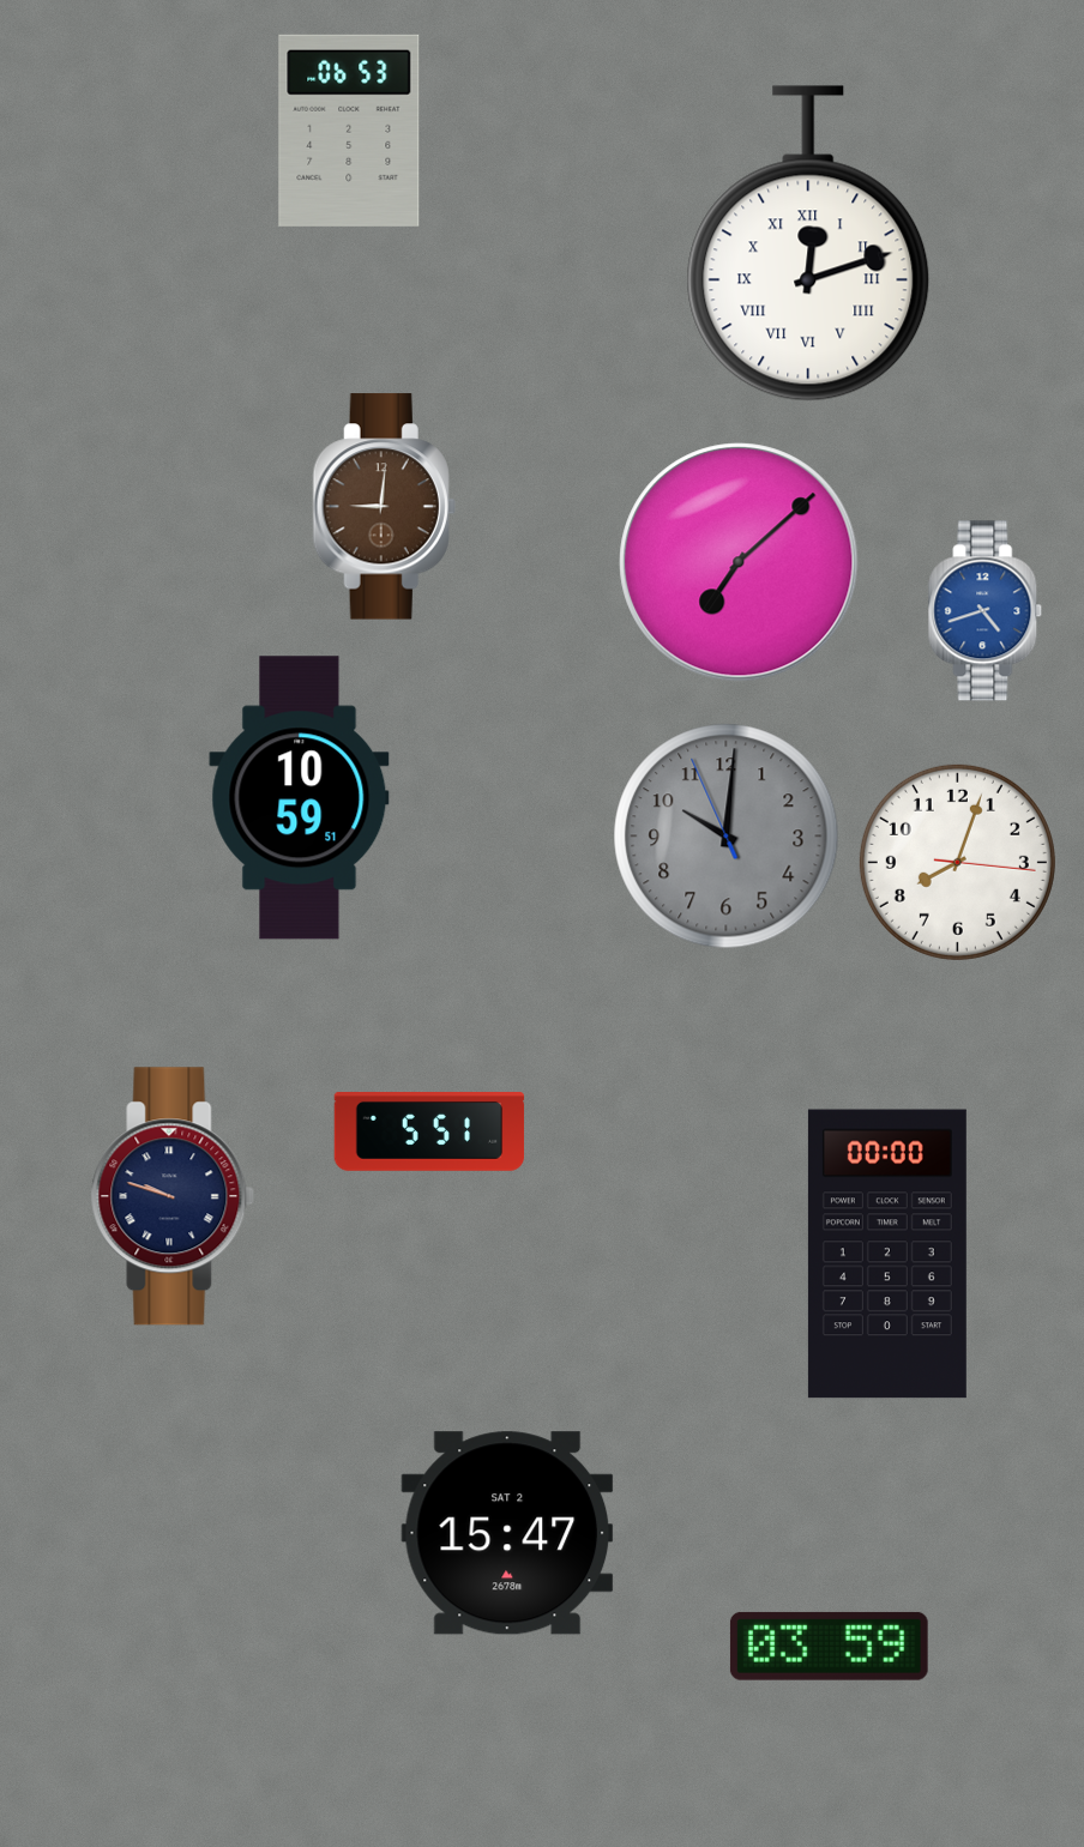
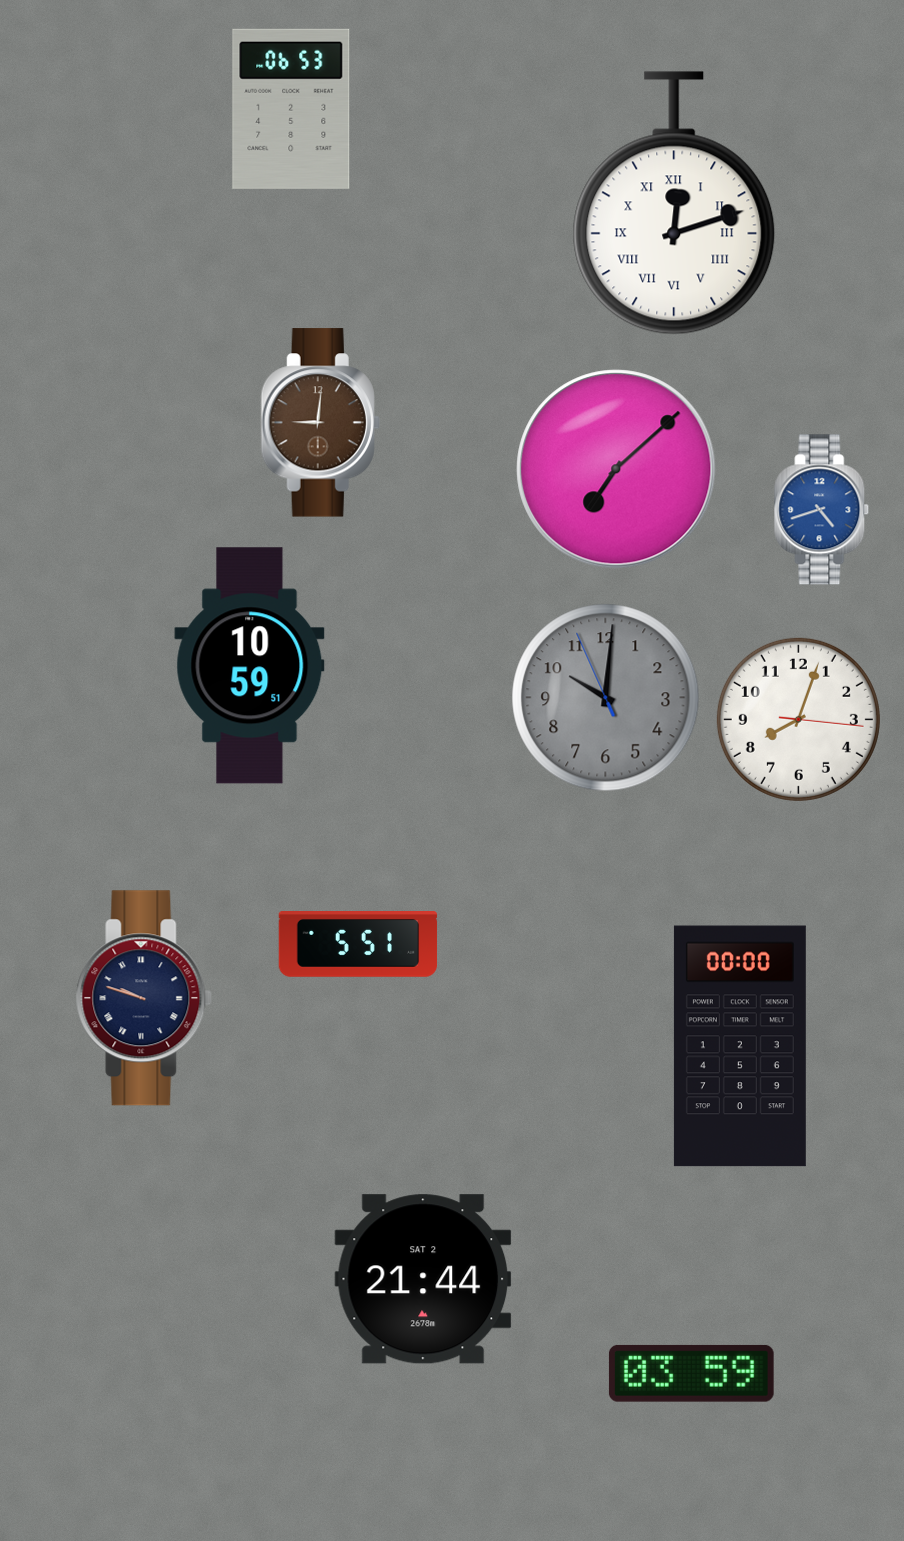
clock at (507, 1533): 15:47 -> 21:44
